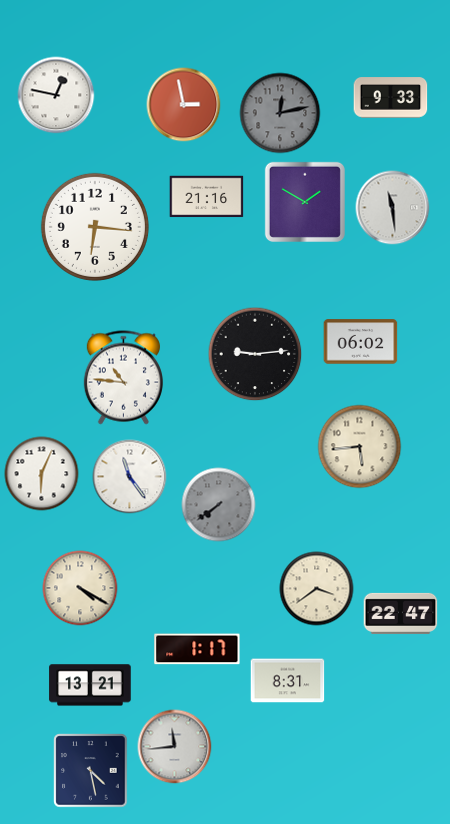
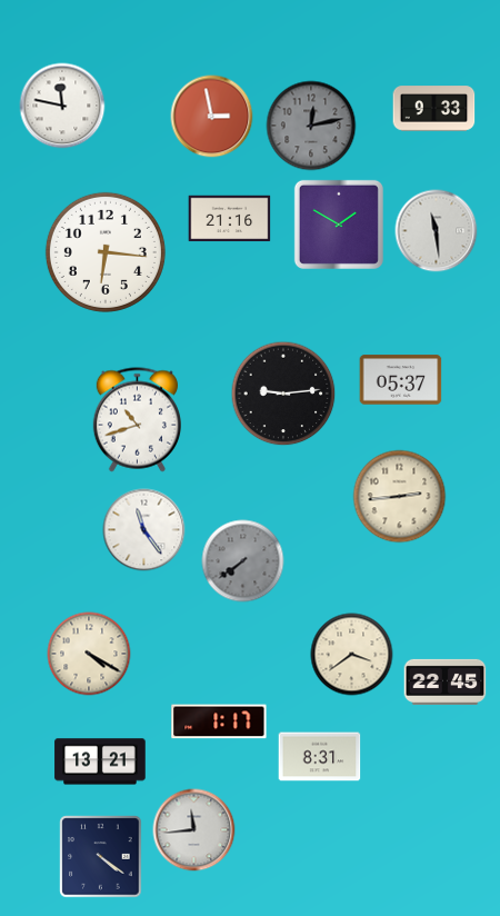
clock at (56, 95): 12:47 -> 11:47
clock at (184, 105) position: (184, 105) -> (212, 117)
clock at (361, 342): 06:02 -> 05:37
clock at (123, 378): 10:46 -> 10:42
clock at (360, 447): 5:44 -> 2:44
clock at (42, 474): 6:04 -> none
clock at (401, 613): 22:47 -> 22:45
clock at (91, 771): 4:28 -> 4:21
